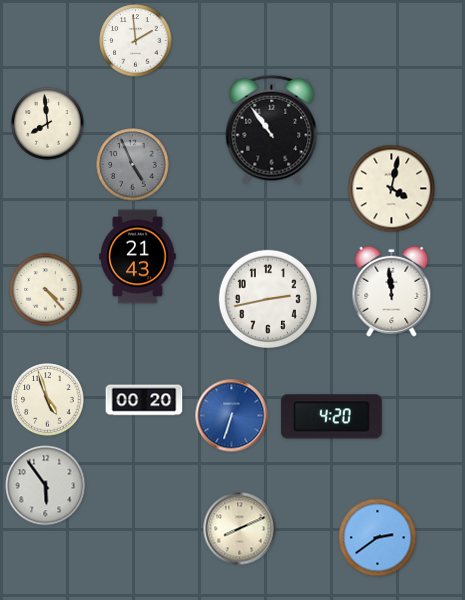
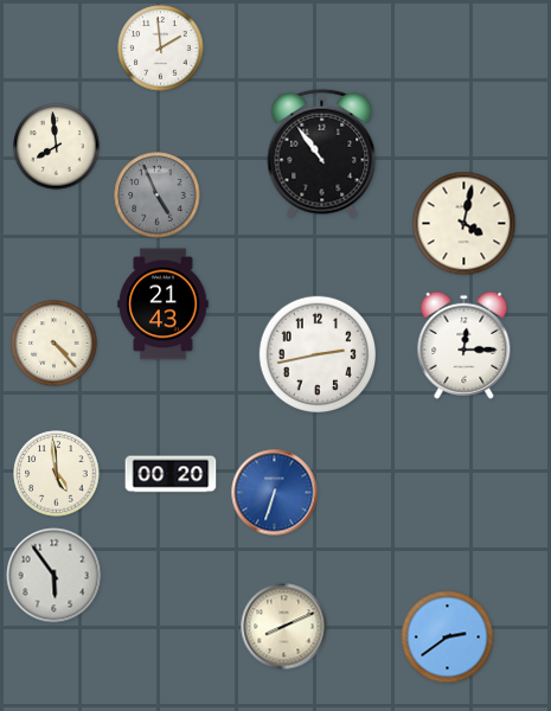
clock at (392, 291): 11:59 -> 12:15
clock at (48, 400): 4:57 -> 4:59
clock at (331, 417): 4:20 -> none
